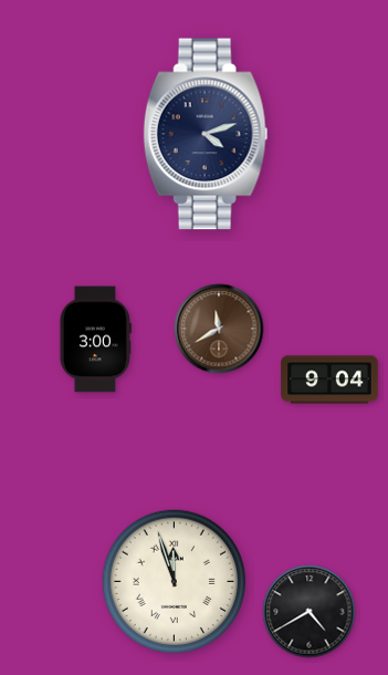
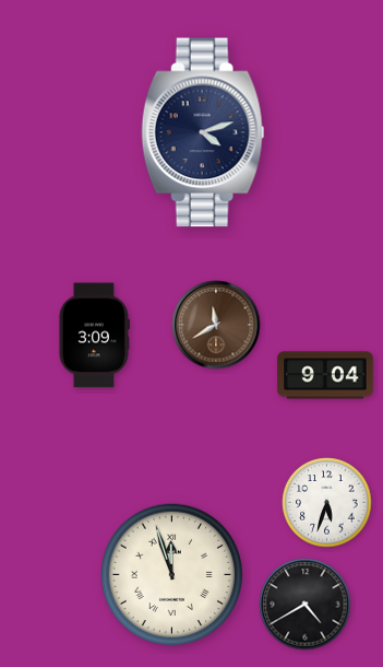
clock at (95, 340): 3:00 -> 3:09
clock at (327, 503): none -> 5:33
